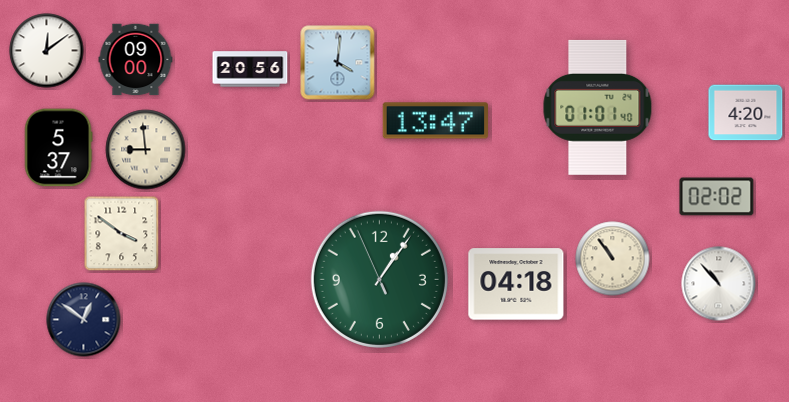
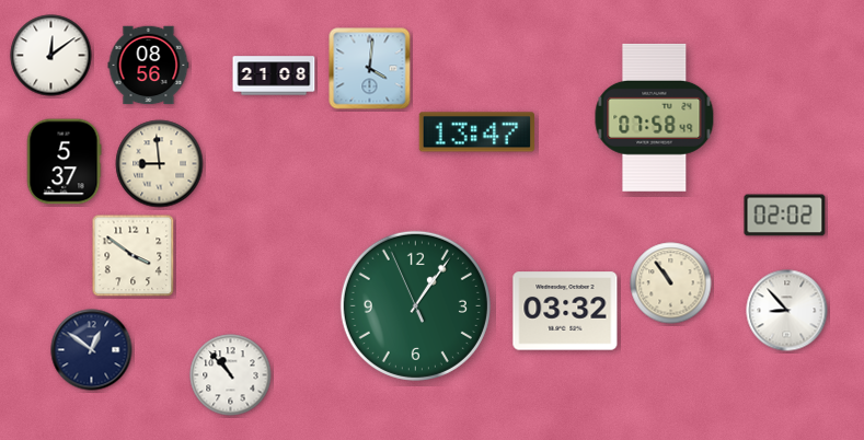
clock at (136, 60): 09:00 -> 08:56
clock at (250, 69): 20:56 -> 21:08
clock at (598, 107): 01:01 -> 07:58
clock at (746, 113): 4:20 -> none
clock at (516, 284): 04:18 -> 03:32
clock at (719, 284): 10:53 -> 8:53
clock at (231, 375): none -> 10:53
